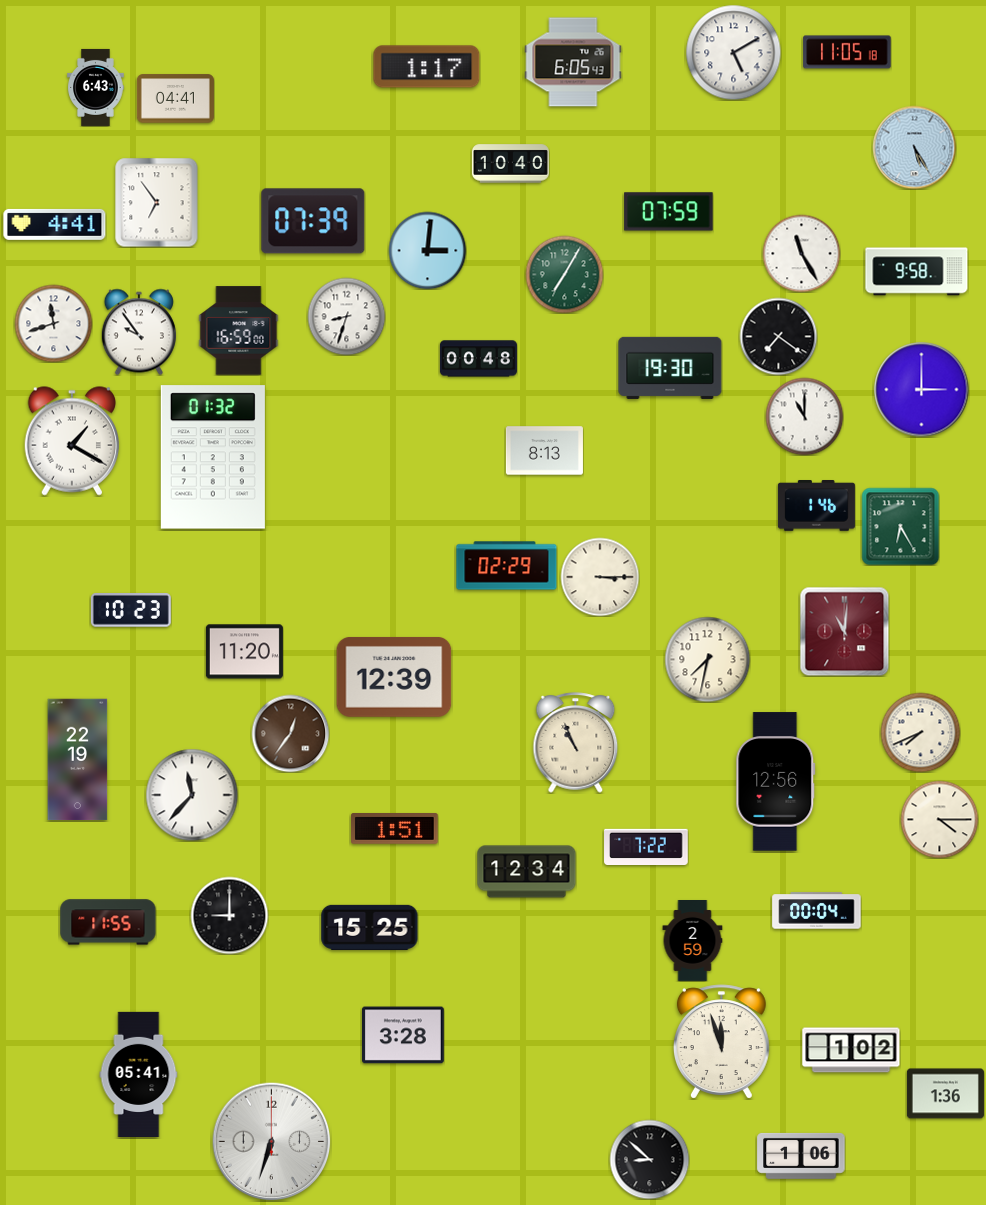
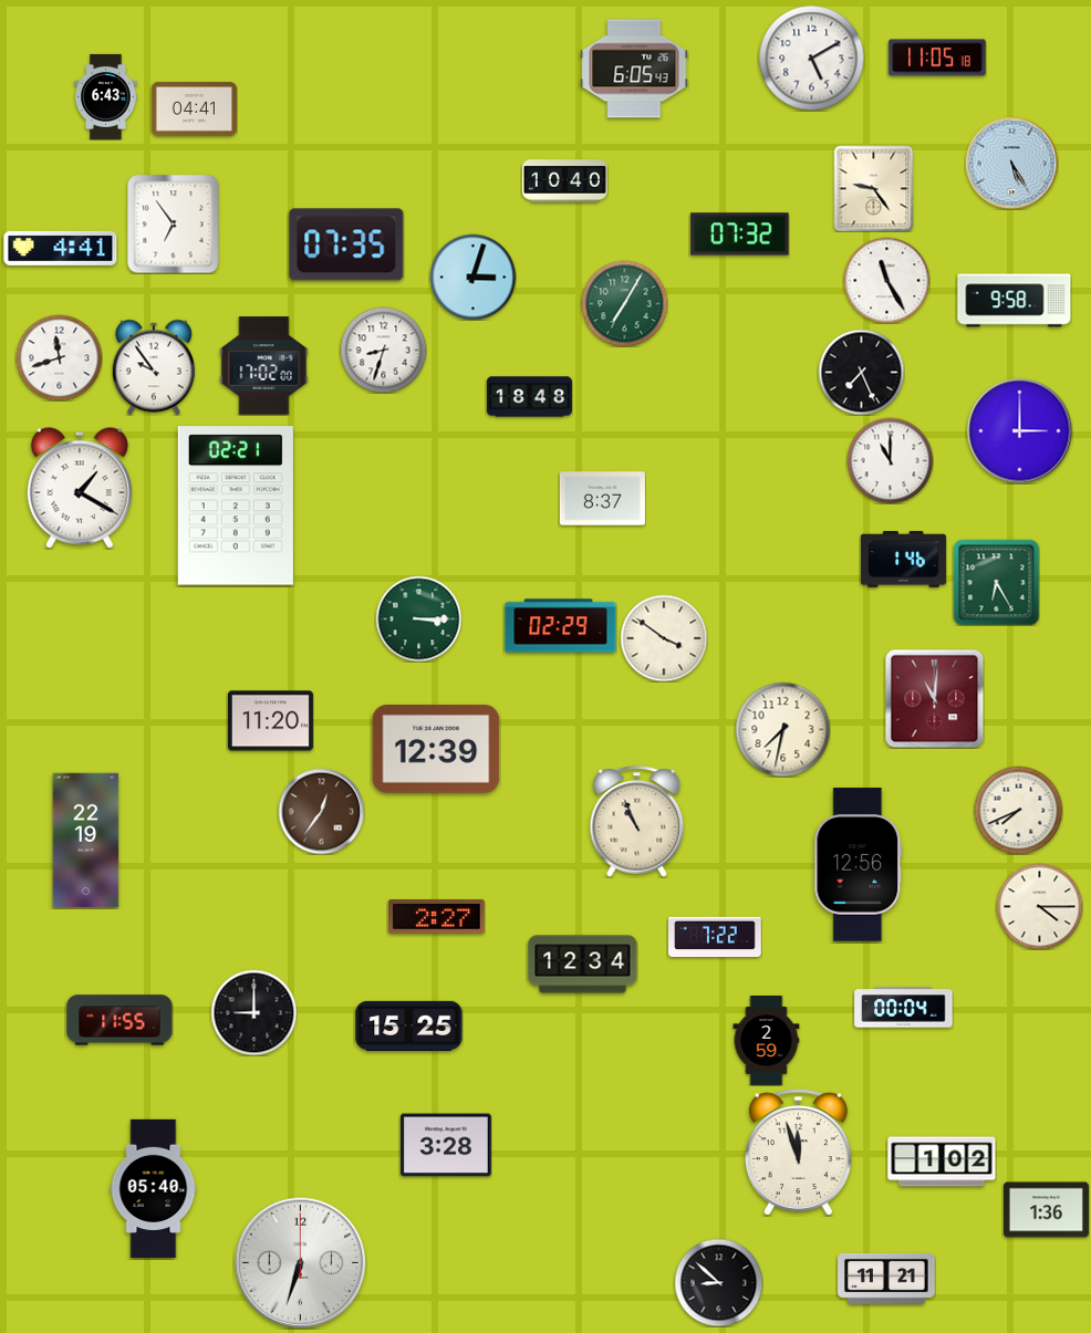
clock at (427, 67): 1:17 -> none
clock at (874, 188): none -> 9:24
clock at (669, 212): 07:59 -> 07:32
clock at (313, 221): 07:39 -> 07:35
clock at (427, 250): 3:01 -> 3:03
clock at (239, 331): 16:59 -> 17:02
clock at (778, 336): 7:21 -> 7:26
clock at (478, 359): 00:48 -> 18:48
clock at (670, 368): 19:30 -> none
clock at (544, 451): 8:13 -> 8:37
clock at (213, 457): 01:32 -> 02:21
clock at (418, 618): none -> 3:15
clock at (600, 577): 3:15 -> 3:51
clock at (131, 611): 10:23 -> none
clock at (192, 795): 11:37 -> none
clock at (395, 829): 1:51 -> 2:27
clock at (139, 1074): 05:41 -> 05:40
clock at (801, 1156): 1:06 -> 11:21
